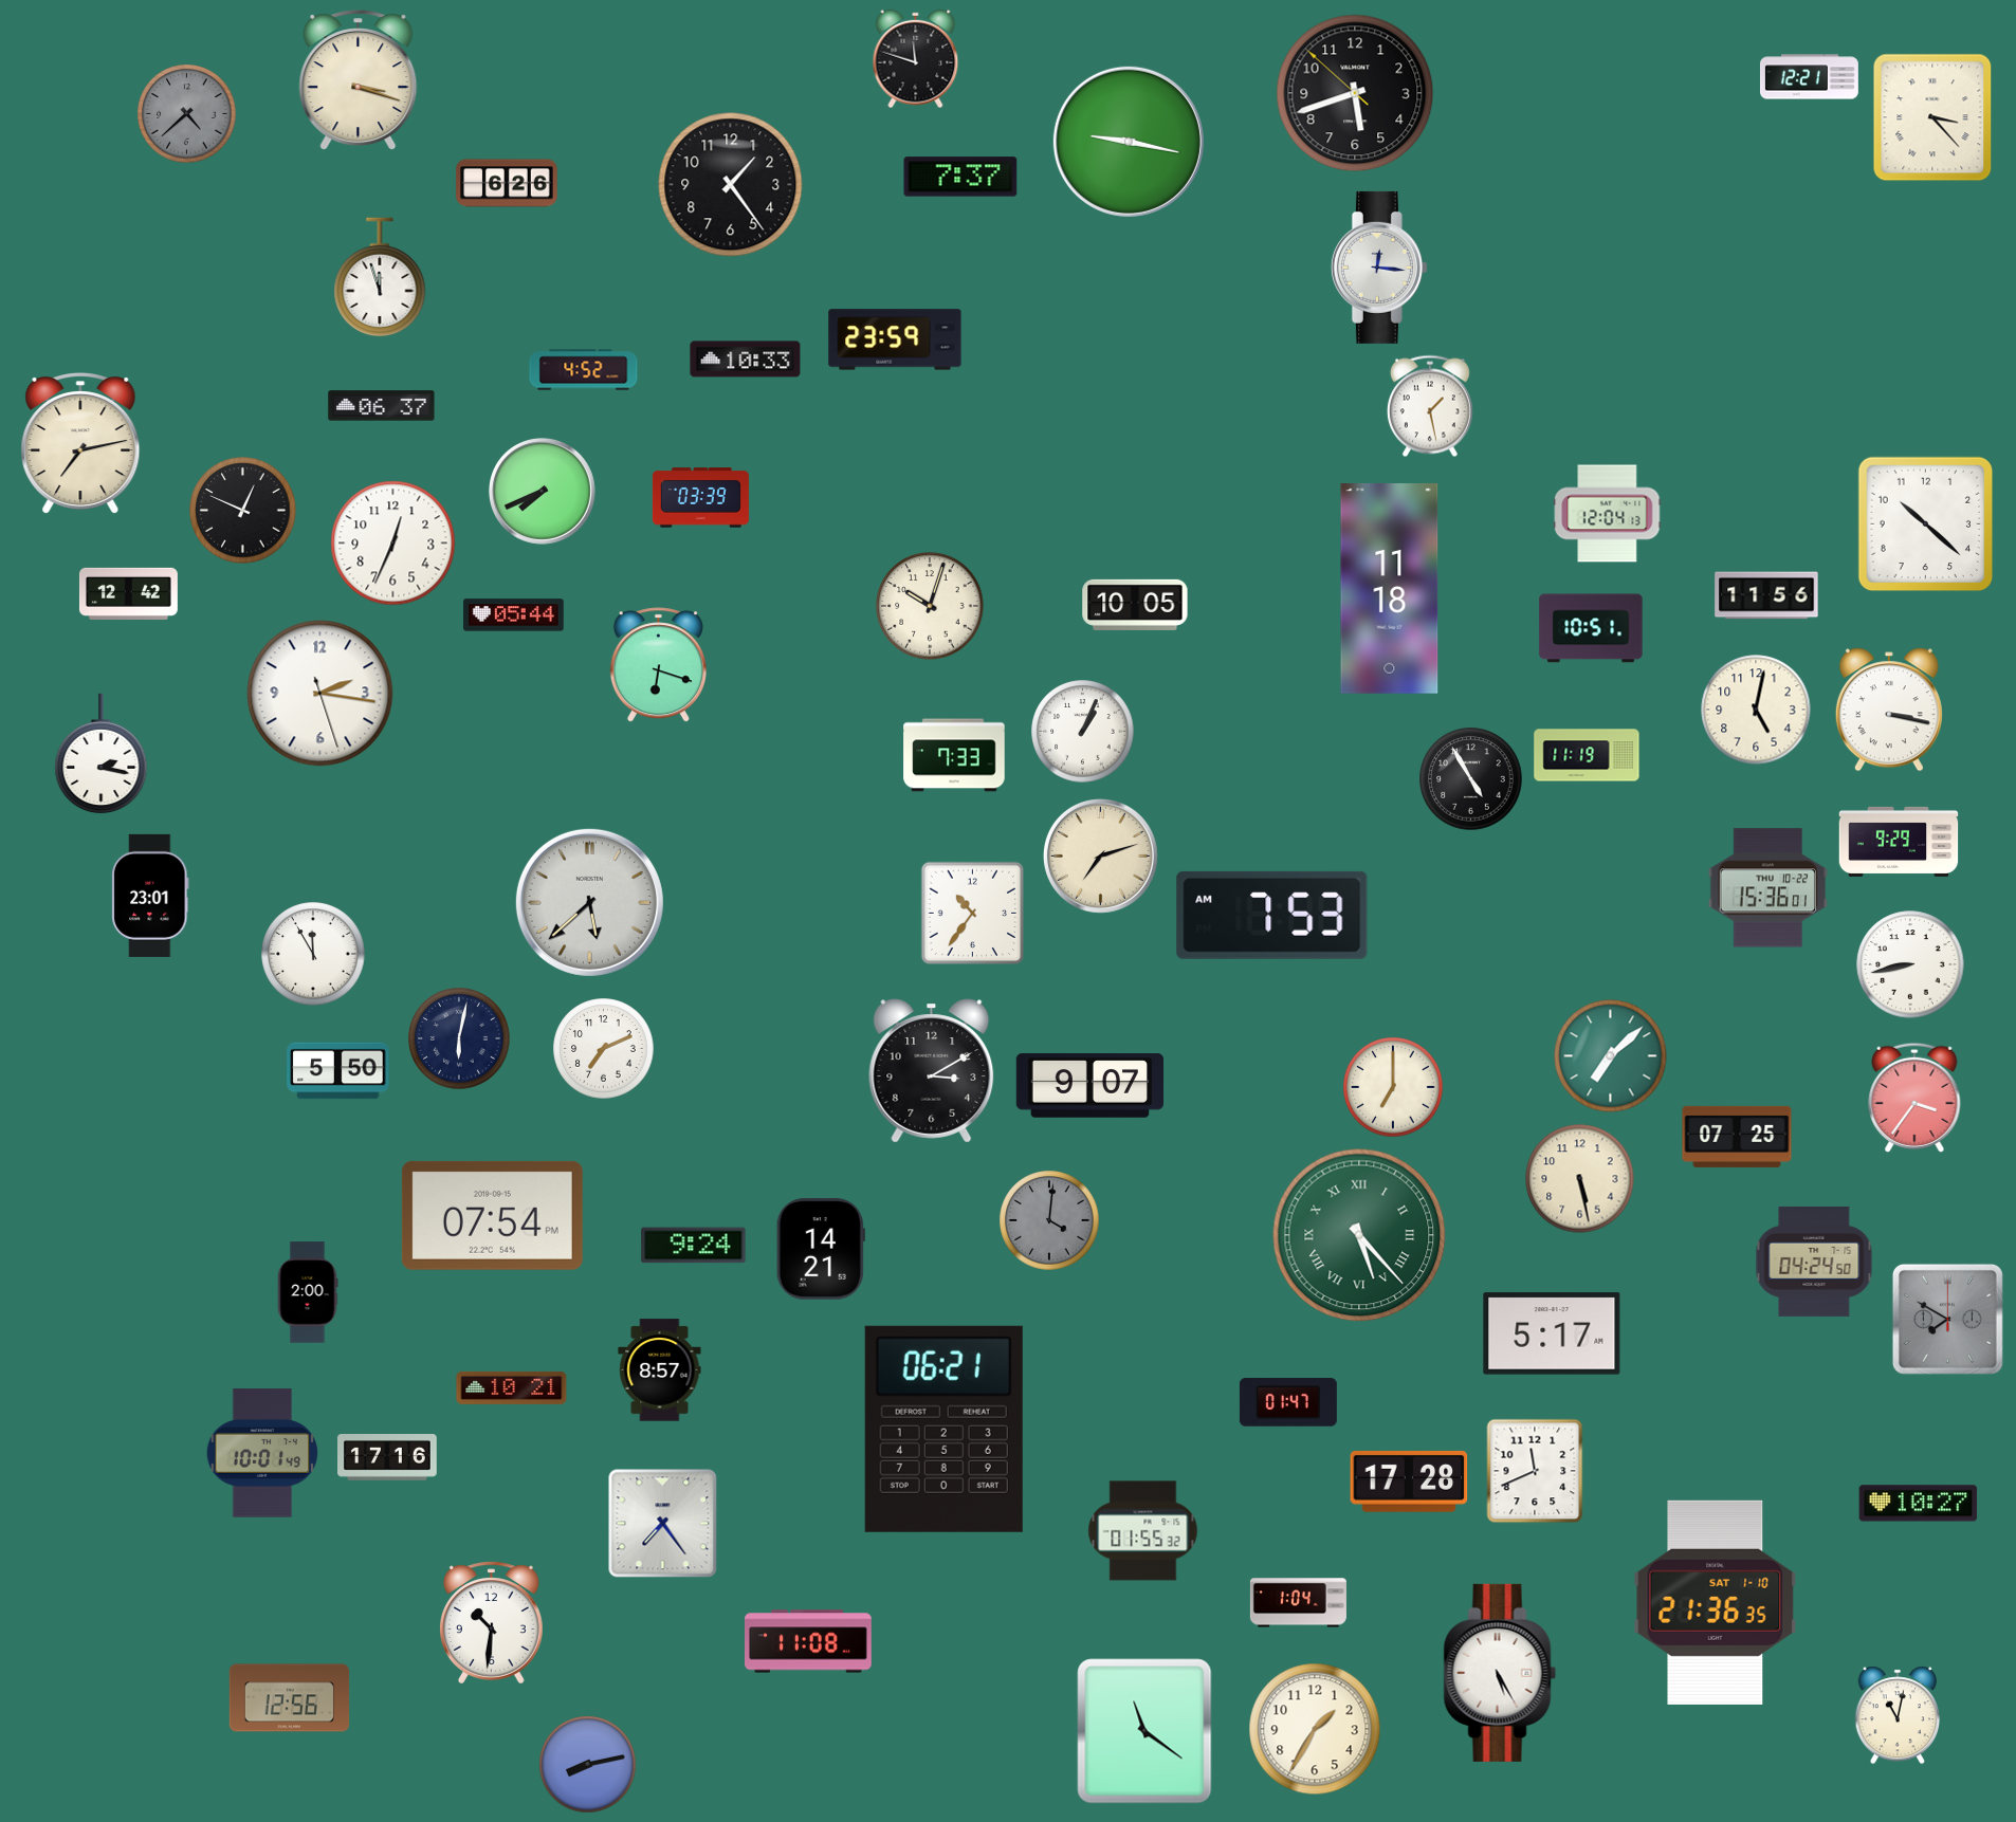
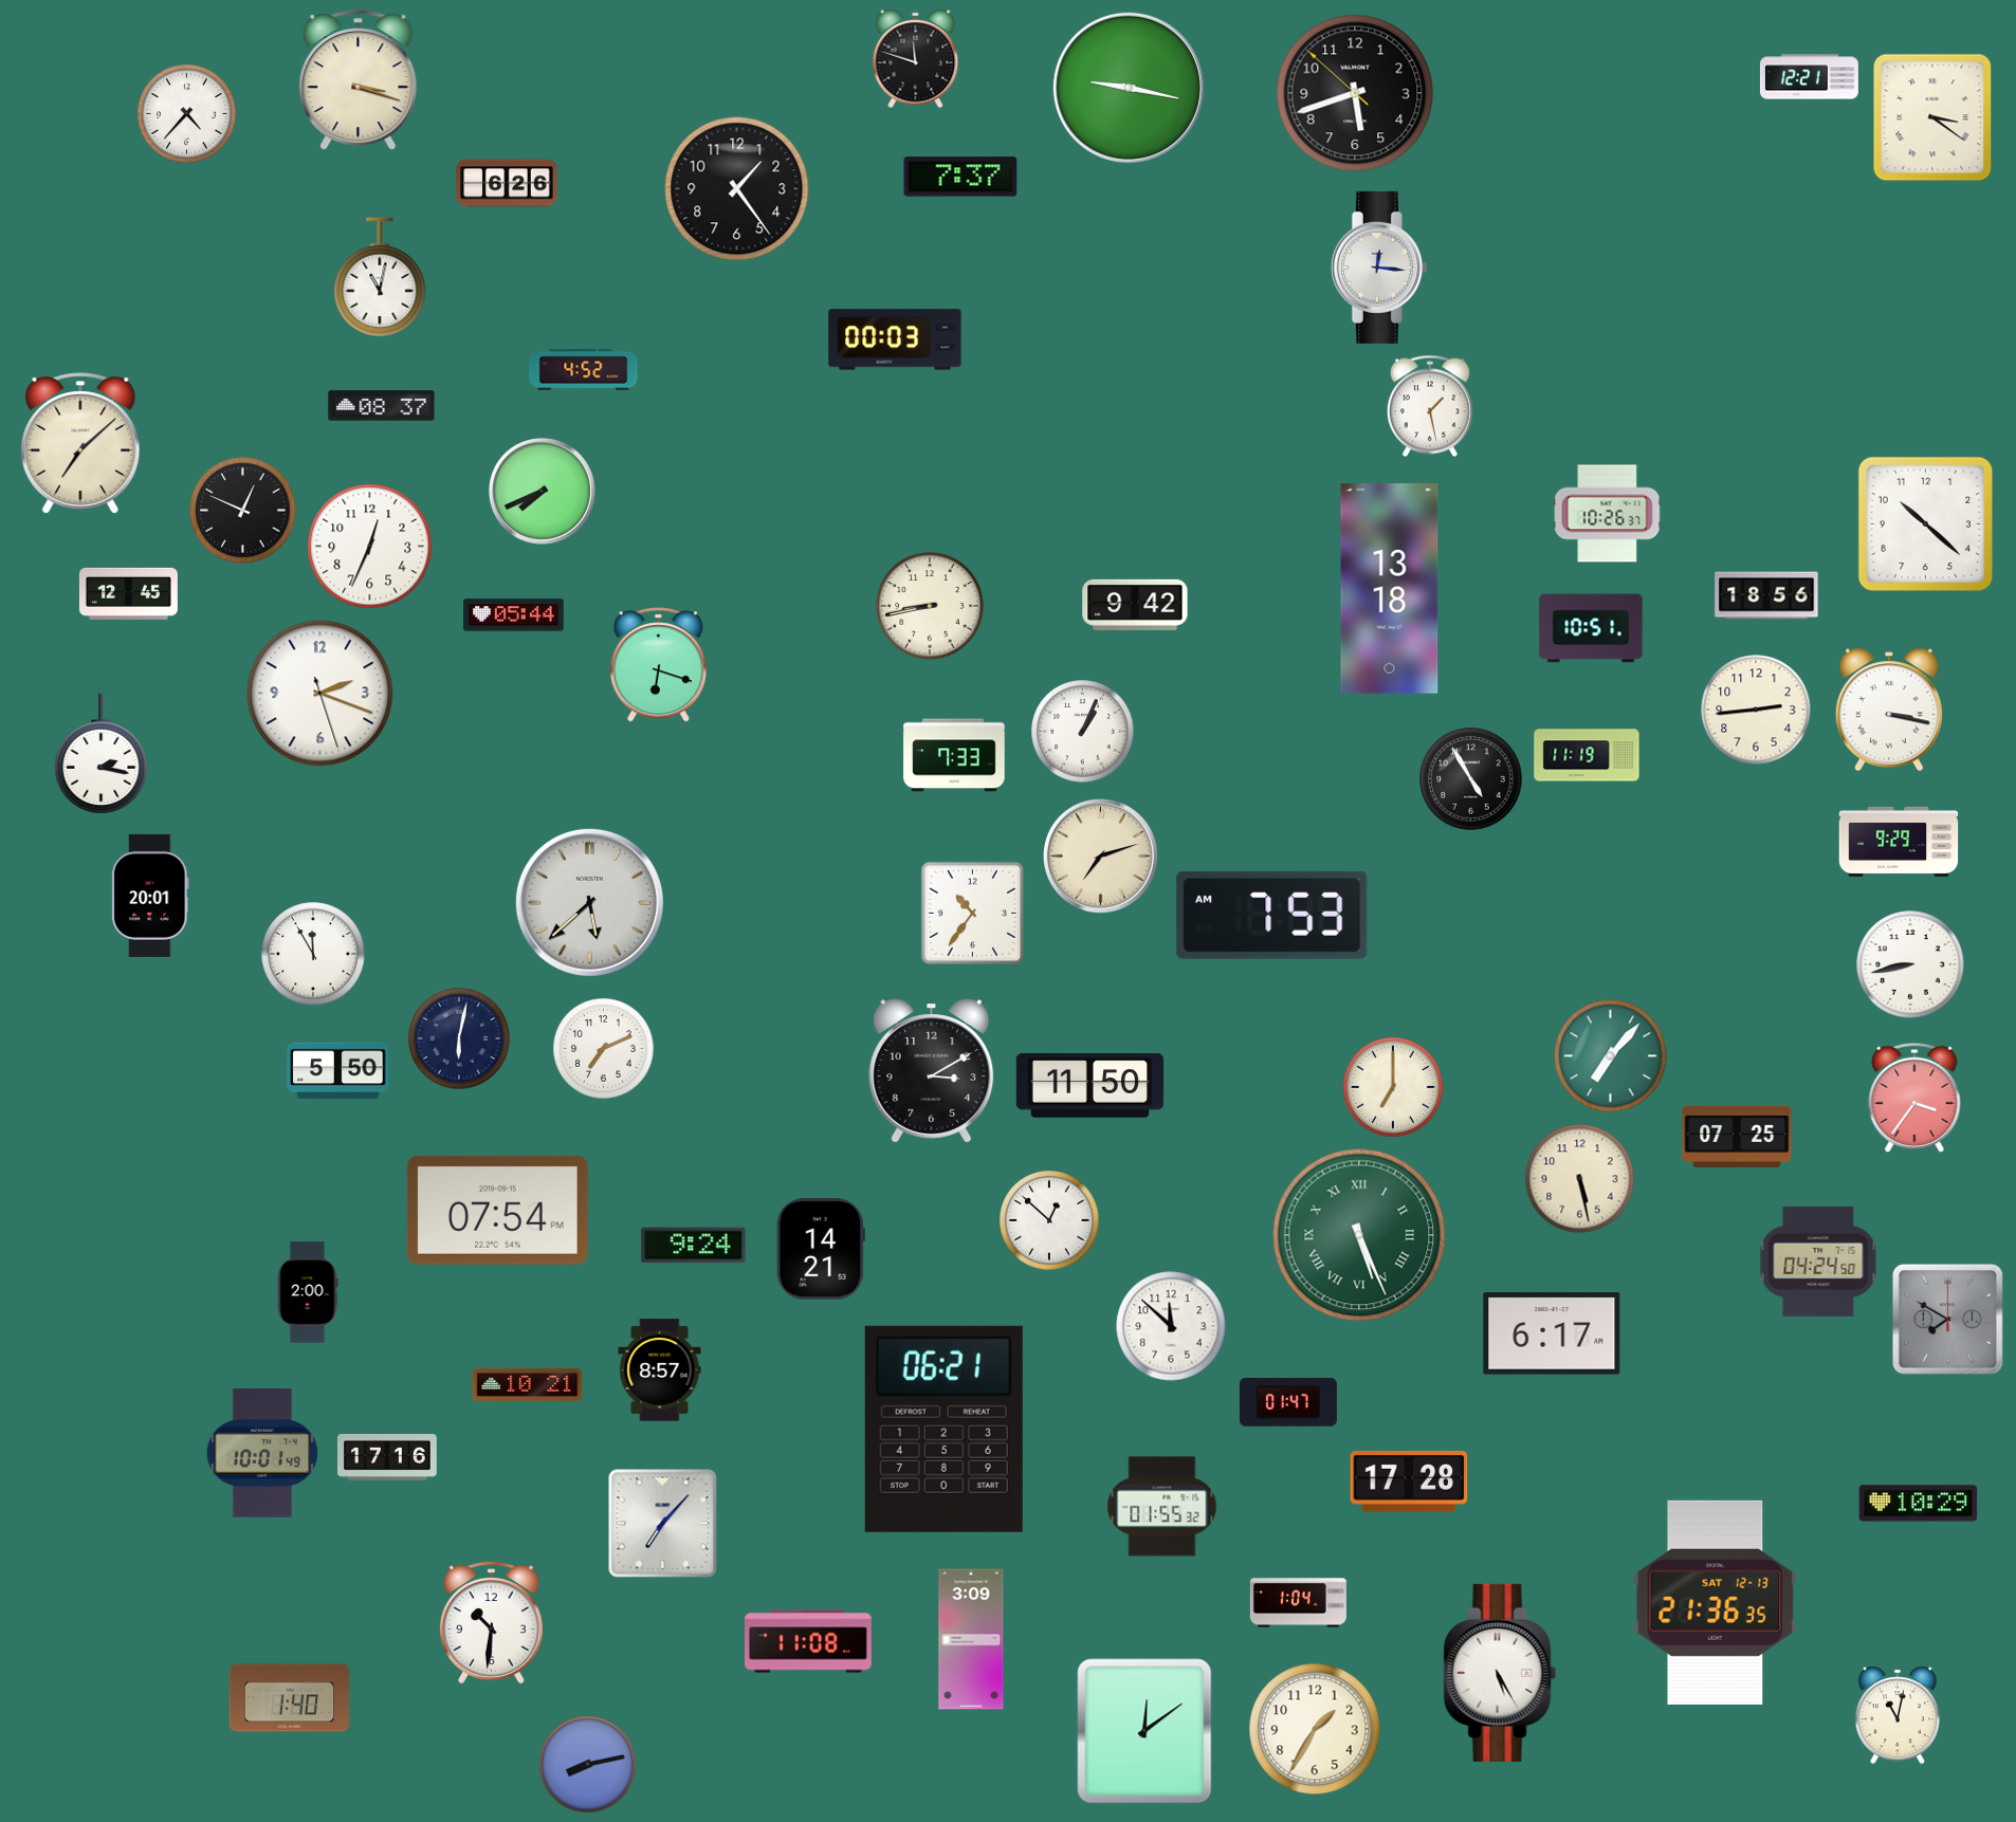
clock at (187, 114): 4:38 -> 4:37
clock at (187, 114) dial: grey -> white
clock at (1932, 117): 3:23 -> 3:21
clock at (1129, 142) position: (1129, 142) -> (1129, 88)
clock at (731, 185) position: (731, 185) -> (737, 189)
clock at (380, 278): 11:57 -> 11:02
clock at (895, 339): 23:59 -> 00:03
clock at (746, 360): 10:33 -> none
clock at (382, 406): 06:37 -> 08:37
clock at (80, 444): 7:13 -> 7:08
clock at (700, 498): 03:39 -> none
clock at (1608, 514): 12:04 -> 10:26
clock at (393, 544) position: (393, 544) -> (370, 547)
clock at (1390, 589): 11:18 -> 13:18
clock at (128, 593): 12:42 -> 12:45
clock at (1766, 595): 11:56 -> 18:56
clock at (1135, 605): 10:05 -> 9:42
clock at (930, 606): 10:03 -> 8:43
clock at (320, 694): 2:16 -> 2:18
clock at (1756, 710): 5:02 -> 2:44
clock at (1767, 888): 15:36 -> none
clock at (150, 896): 23:01 -> 20:01
clock at (1611, 1056): 7:08 -> 7:07
clock at (1091, 1086): 9:07 -> 11:50
clock at (492, 1215) position: (492, 1215) -> (497, 1210)
clock at (1049, 1220): 4:01 -> 12:52
clock at (1049, 1220) dial: grey -> white
clock at (1359, 1235): 5:23 -> 5:26
clock at (1814, 1262) position: (1814, 1262) -> (1818, 1262)
clock at (1171, 1326): none -> 11:52
clock at (1552, 1333): 5:17 -> 6:17
clock at (512, 1387) position: (512, 1387) -> (528, 1384)
clock at (1535, 1471): 11:41 -> none
clock at (1919, 1504): 10:27 -> 10:29
clock at (663, 1524): 7:24 -> 7:07
clock at (1143, 1531) position: (1143, 1531) -> (1162, 1507)
clock at (1716, 1602) date: SAT 1-10 -> SAT 12-13
clock at (971, 1639): none -> 3:09
clock at (290, 1698): 12:56 -> 1:40
clock at (1144, 1731): 11:21 -> 12:09
